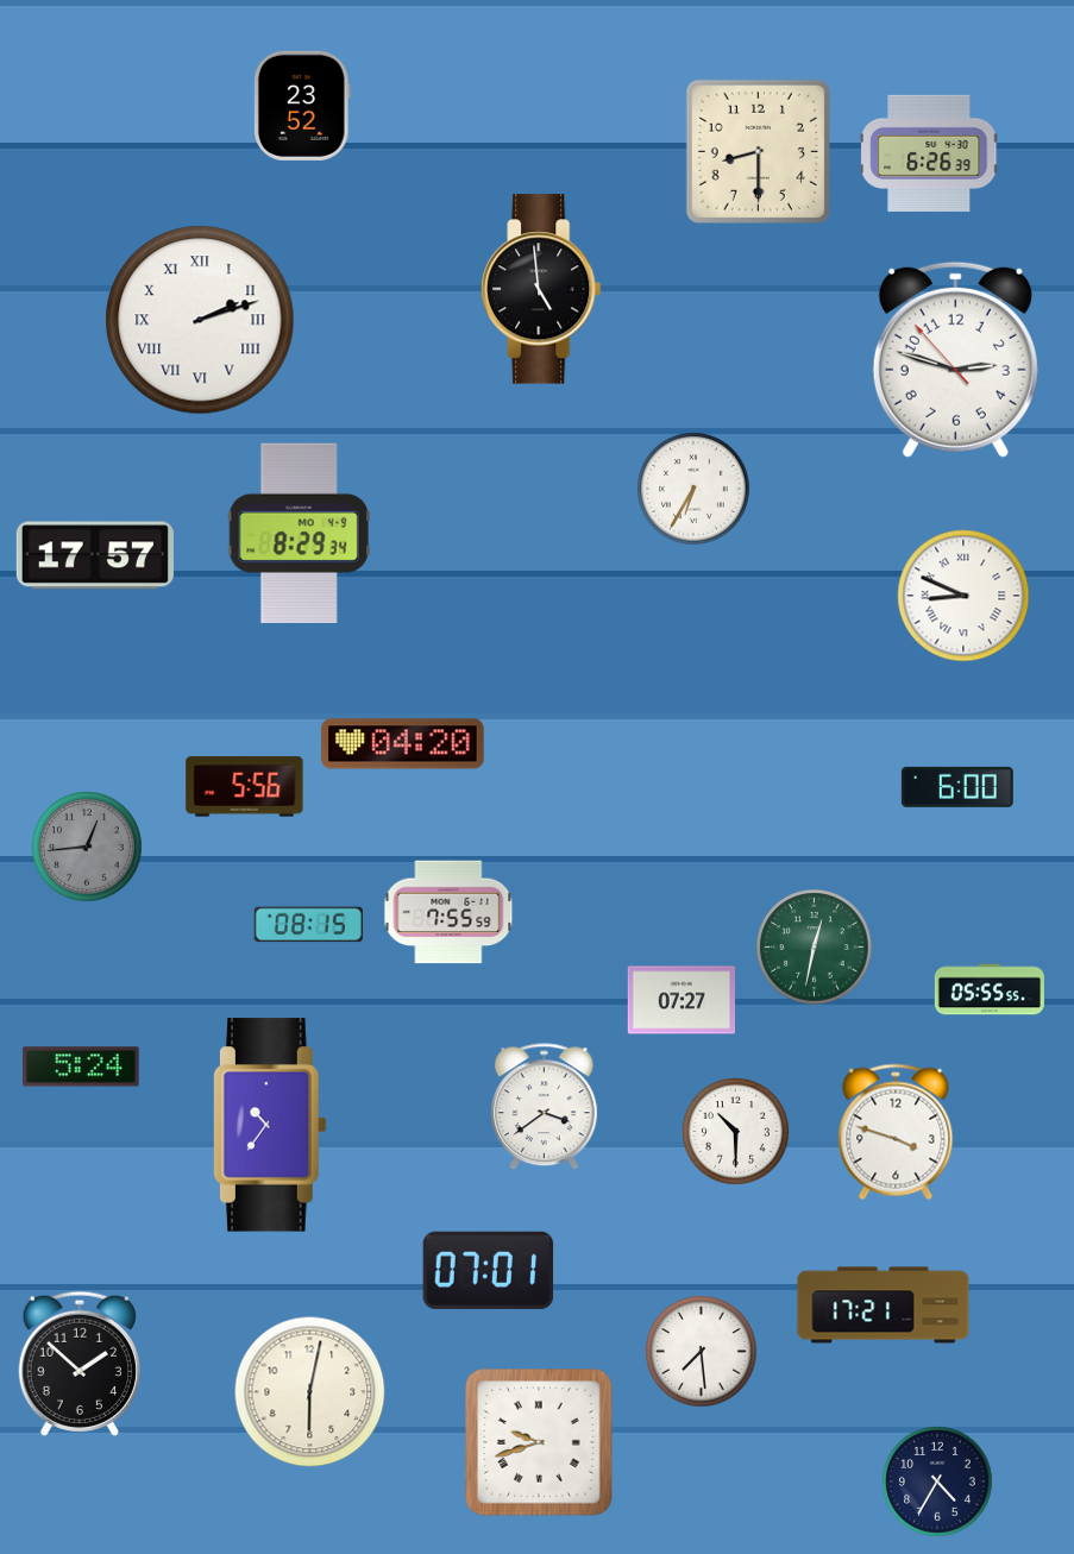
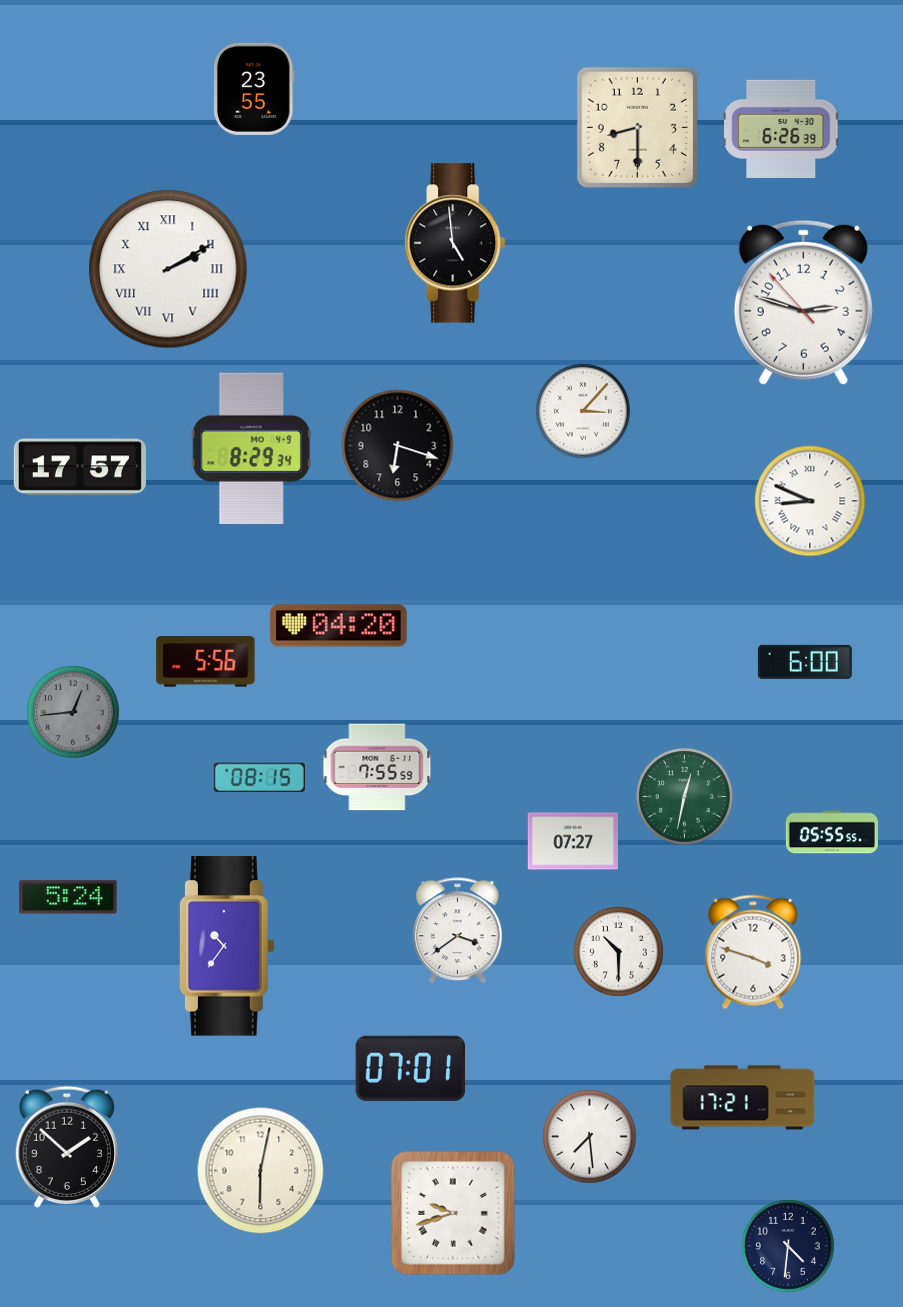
clock at (302, 106): 23:52 -> 23:55
clock at (200, 320): 2:12 -> 2:10
clock at (693, 489): 6:35 -> 3:07
clock at (398, 446): none -> 6:18
clock at (938, 1483): 4:35 -> 4:31
